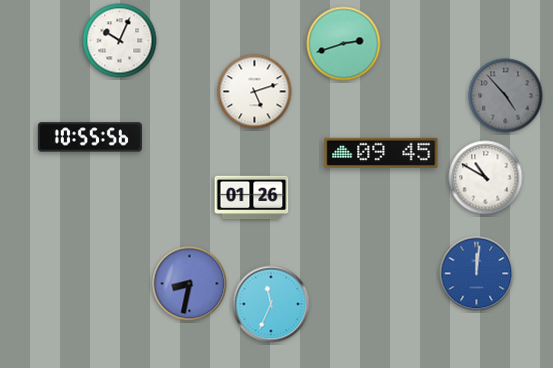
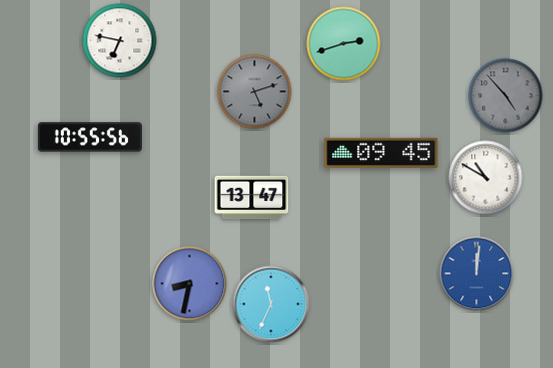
clock at (120, 41): 10:04 -> 6:47
clock at (255, 92) dial: white -> grey
clock at (252, 198): 01:26 -> 13:47
